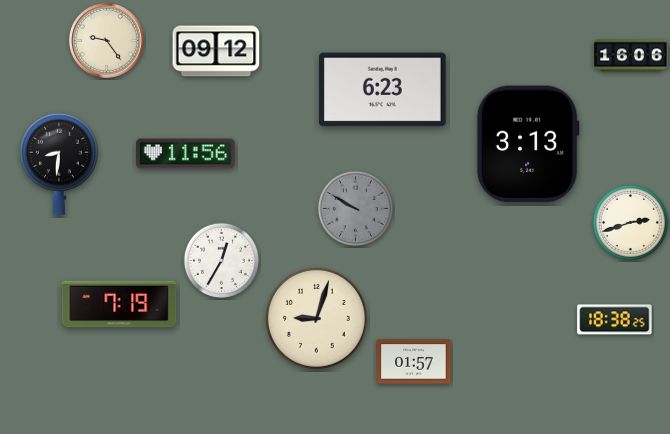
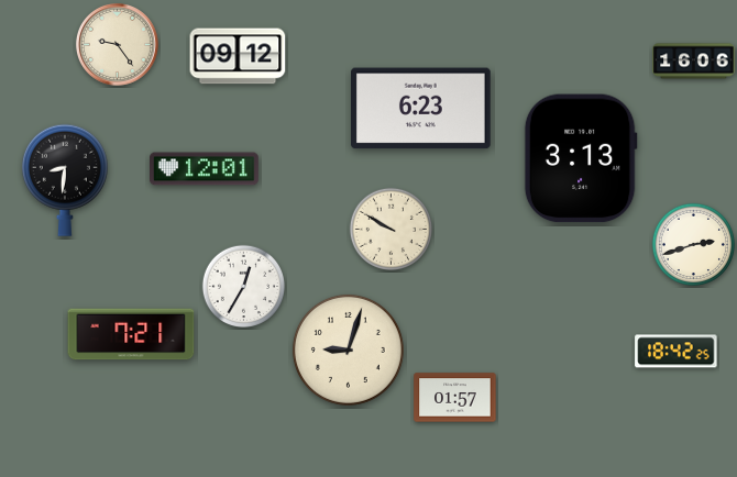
clock at (383, 90) position: (383, 90) -> (421, 109)
clock at (186, 154): 11:56 -> 12:01
clock at (356, 209) dial: grey -> cream
clock at (119, 304): 7:19 -> 7:21
clock at (615, 320): 18:38 -> 18:42
